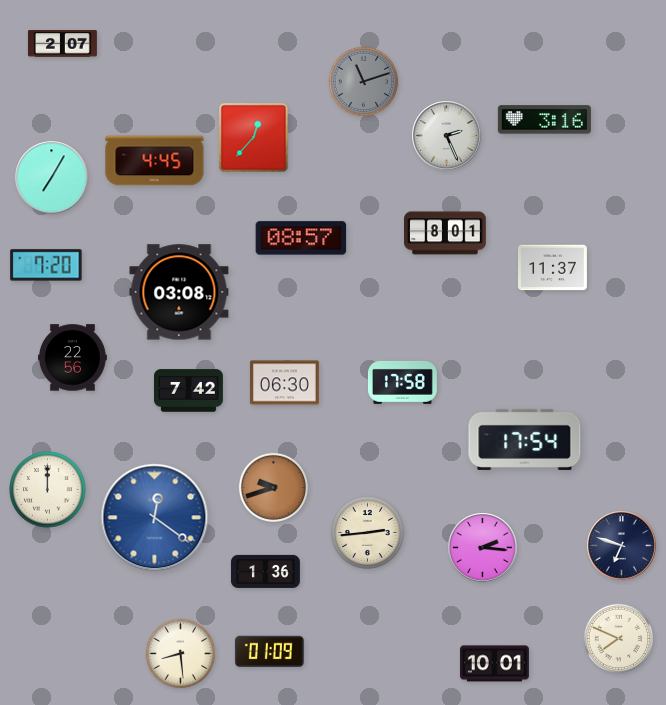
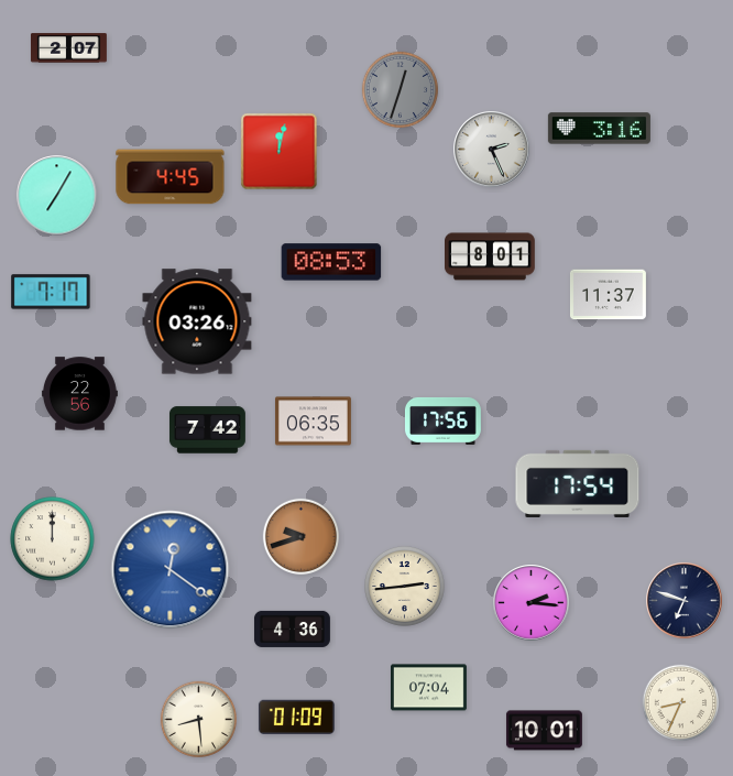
clock at (364, 82): 11:12 -> 12:33
clock at (544, 120) position: (544, 120) -> (599, 129)
clock at (254, 138): 12:37 -> 12:02
clock at (301, 238): 08:57 -> 08:53
clock at (46, 265): 7:20 -> 7:17
clock at (179, 292): 03:08 -> 03:26
clock at (402, 382): 17:58 -> 17:56
clock at (284, 383): 06:30 -> 06:35
clock at (265, 571): 1:36 -> 4:36
clock at (428, 688): none -> 07:04
clock at (619, 639): 7:49 -> 8:34
